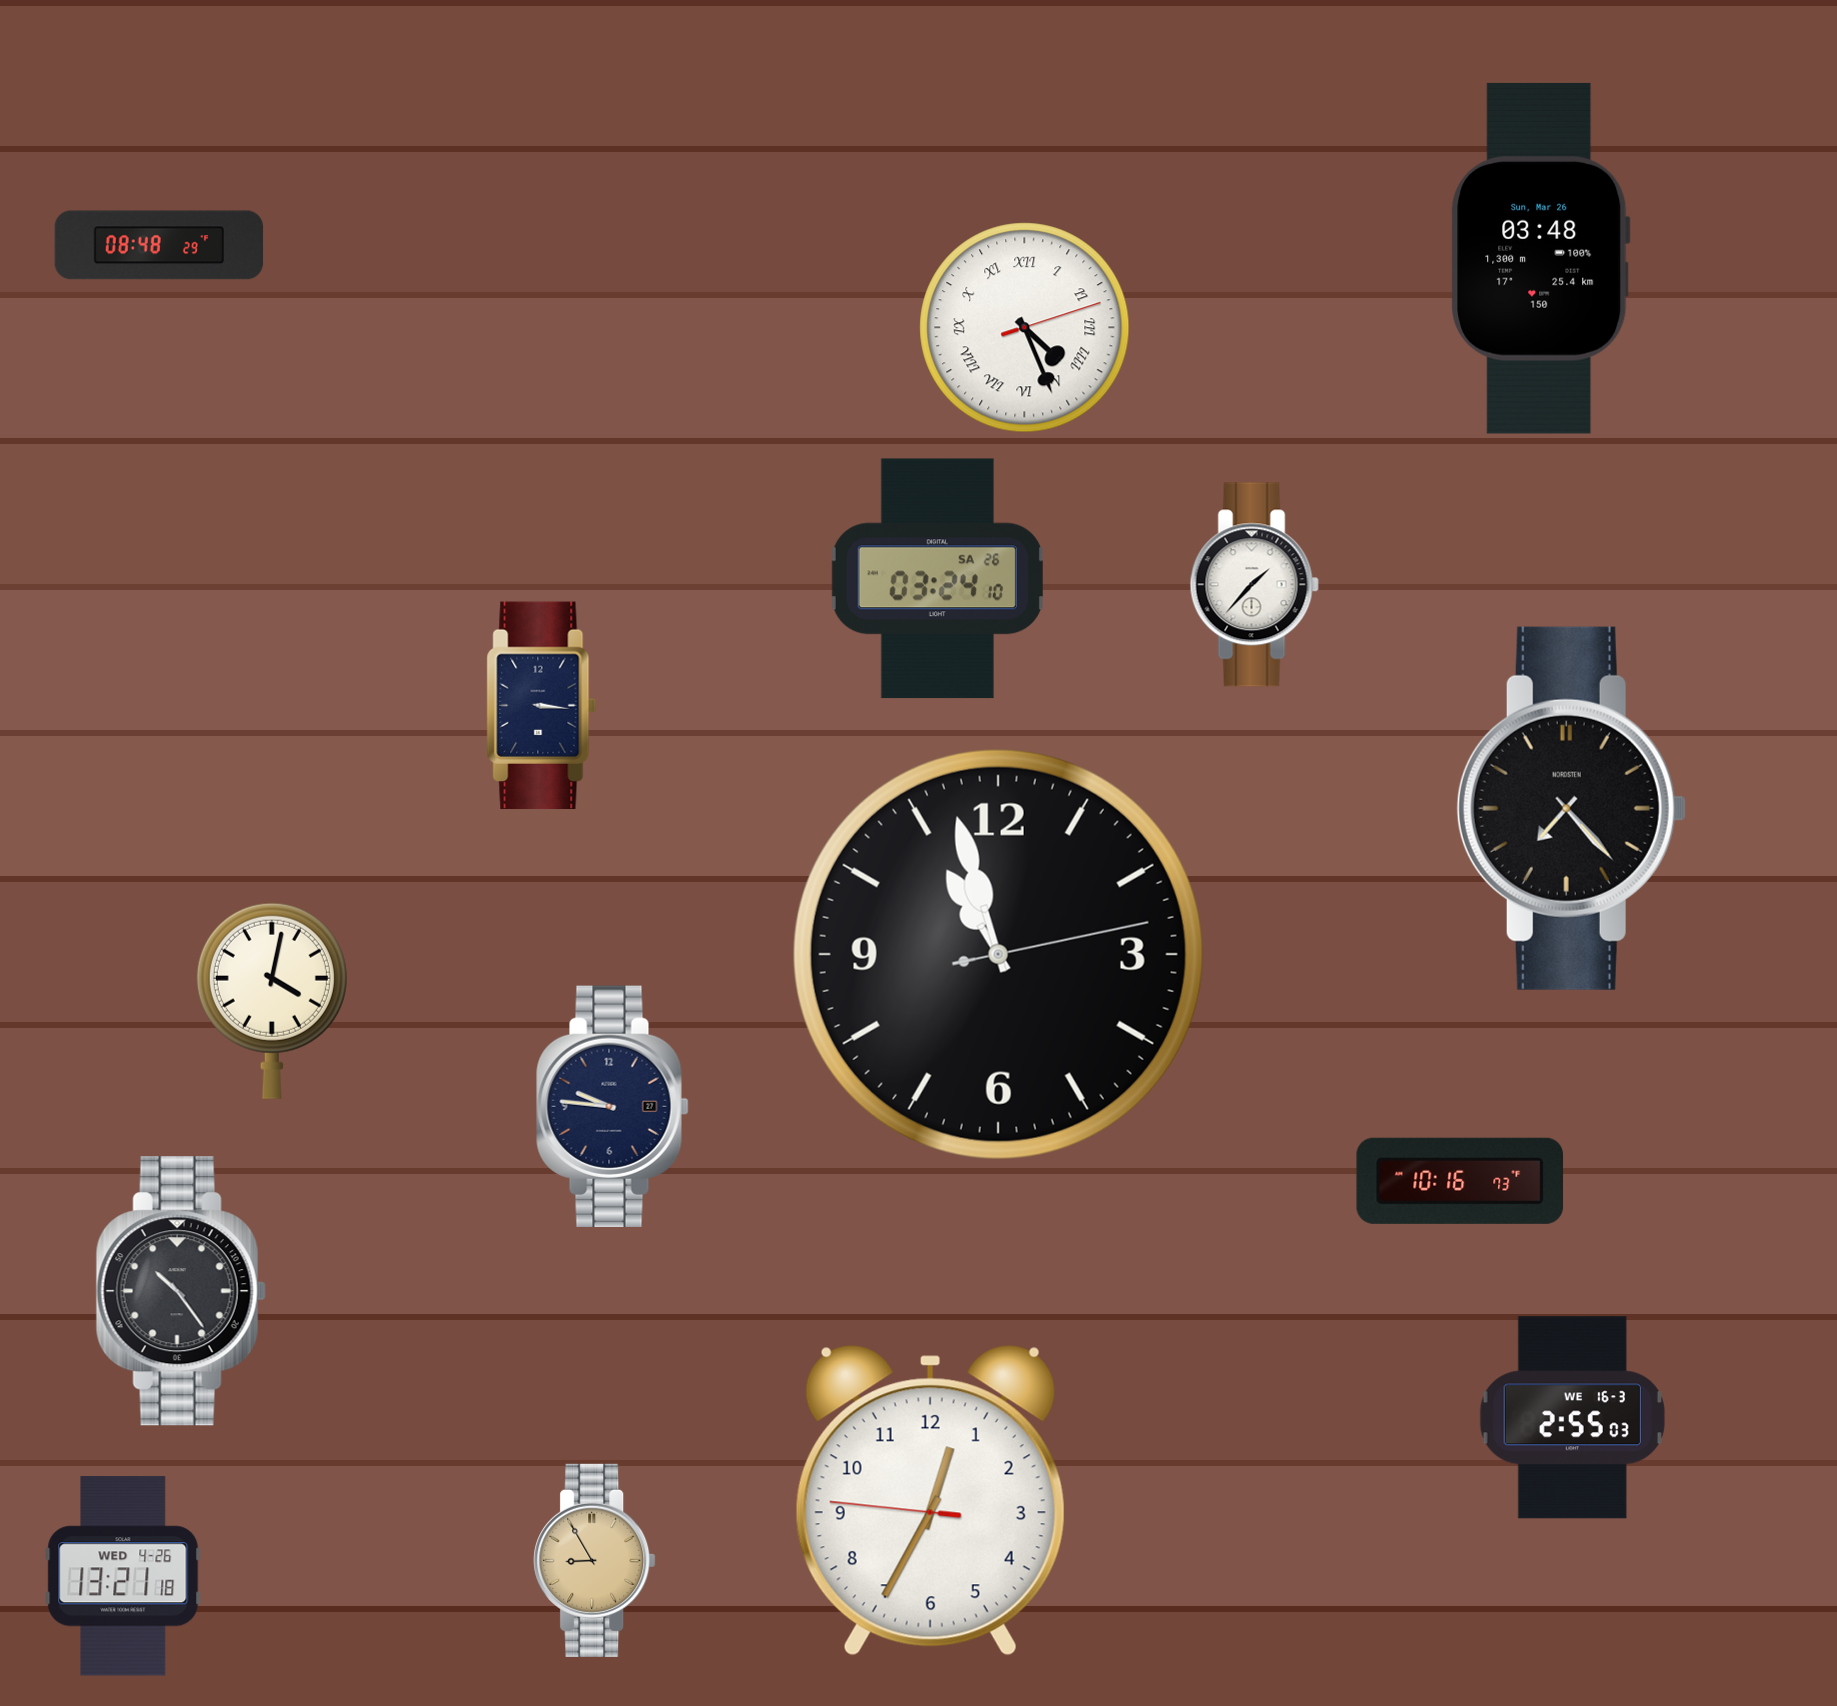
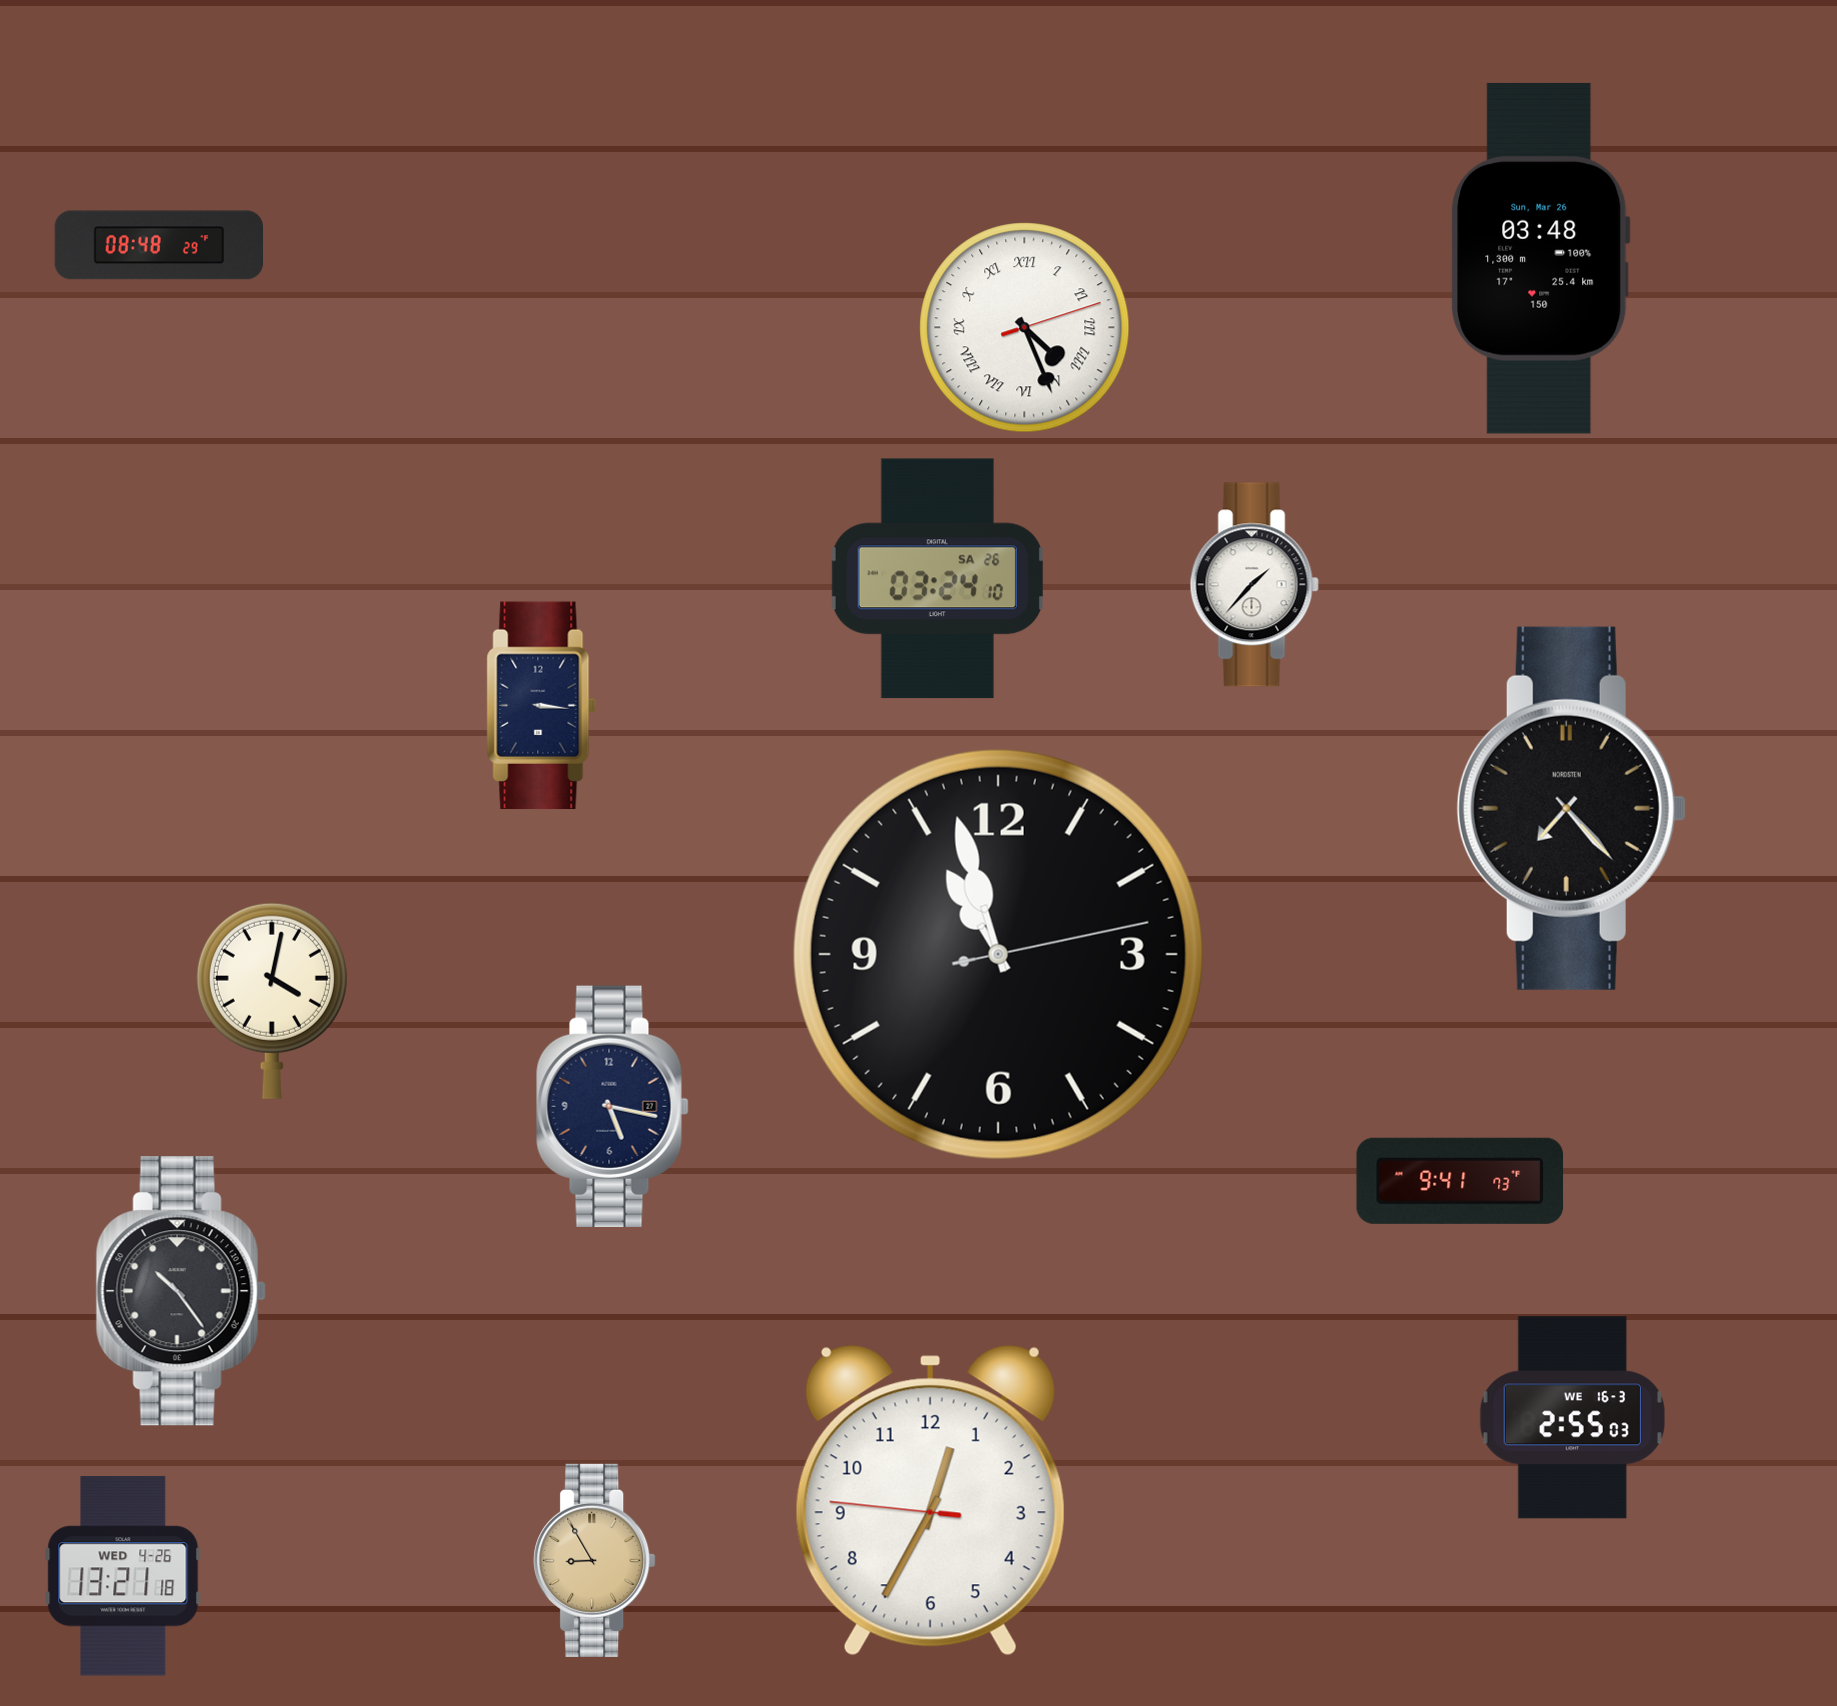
clock at (613, 1106): 9:46 -> 5:17
clock at (1460, 1181): 10:16 -> 9:41
